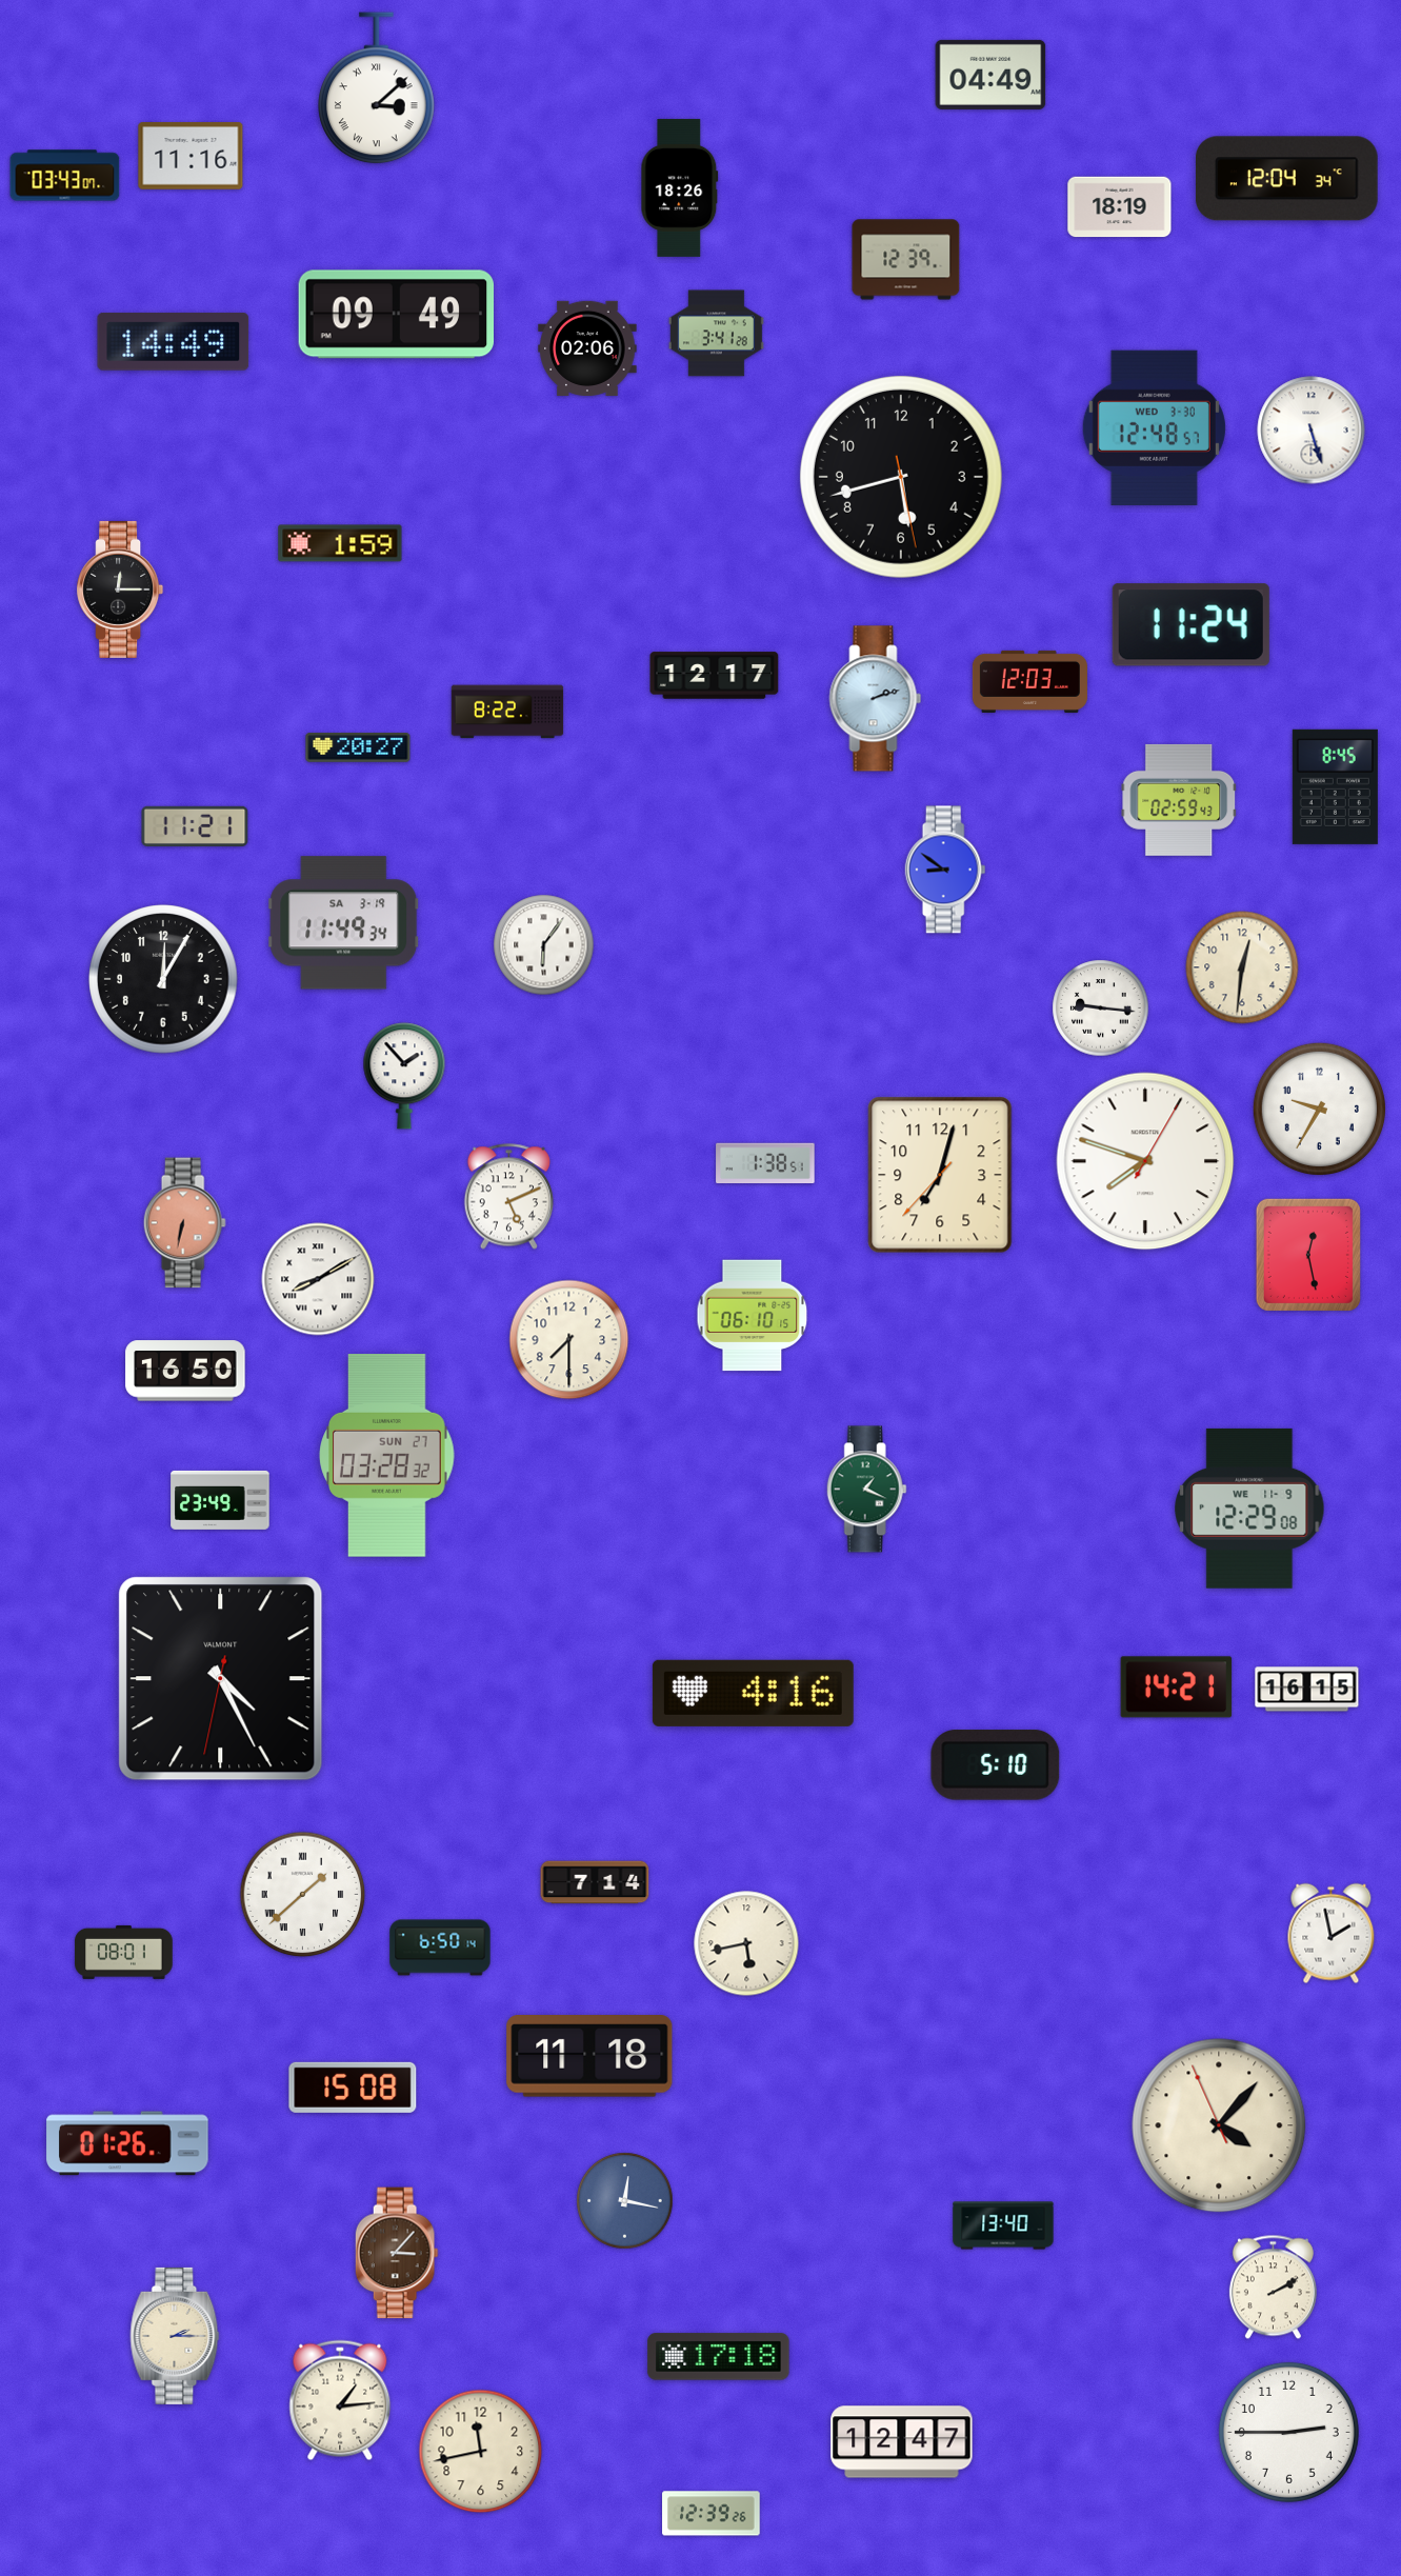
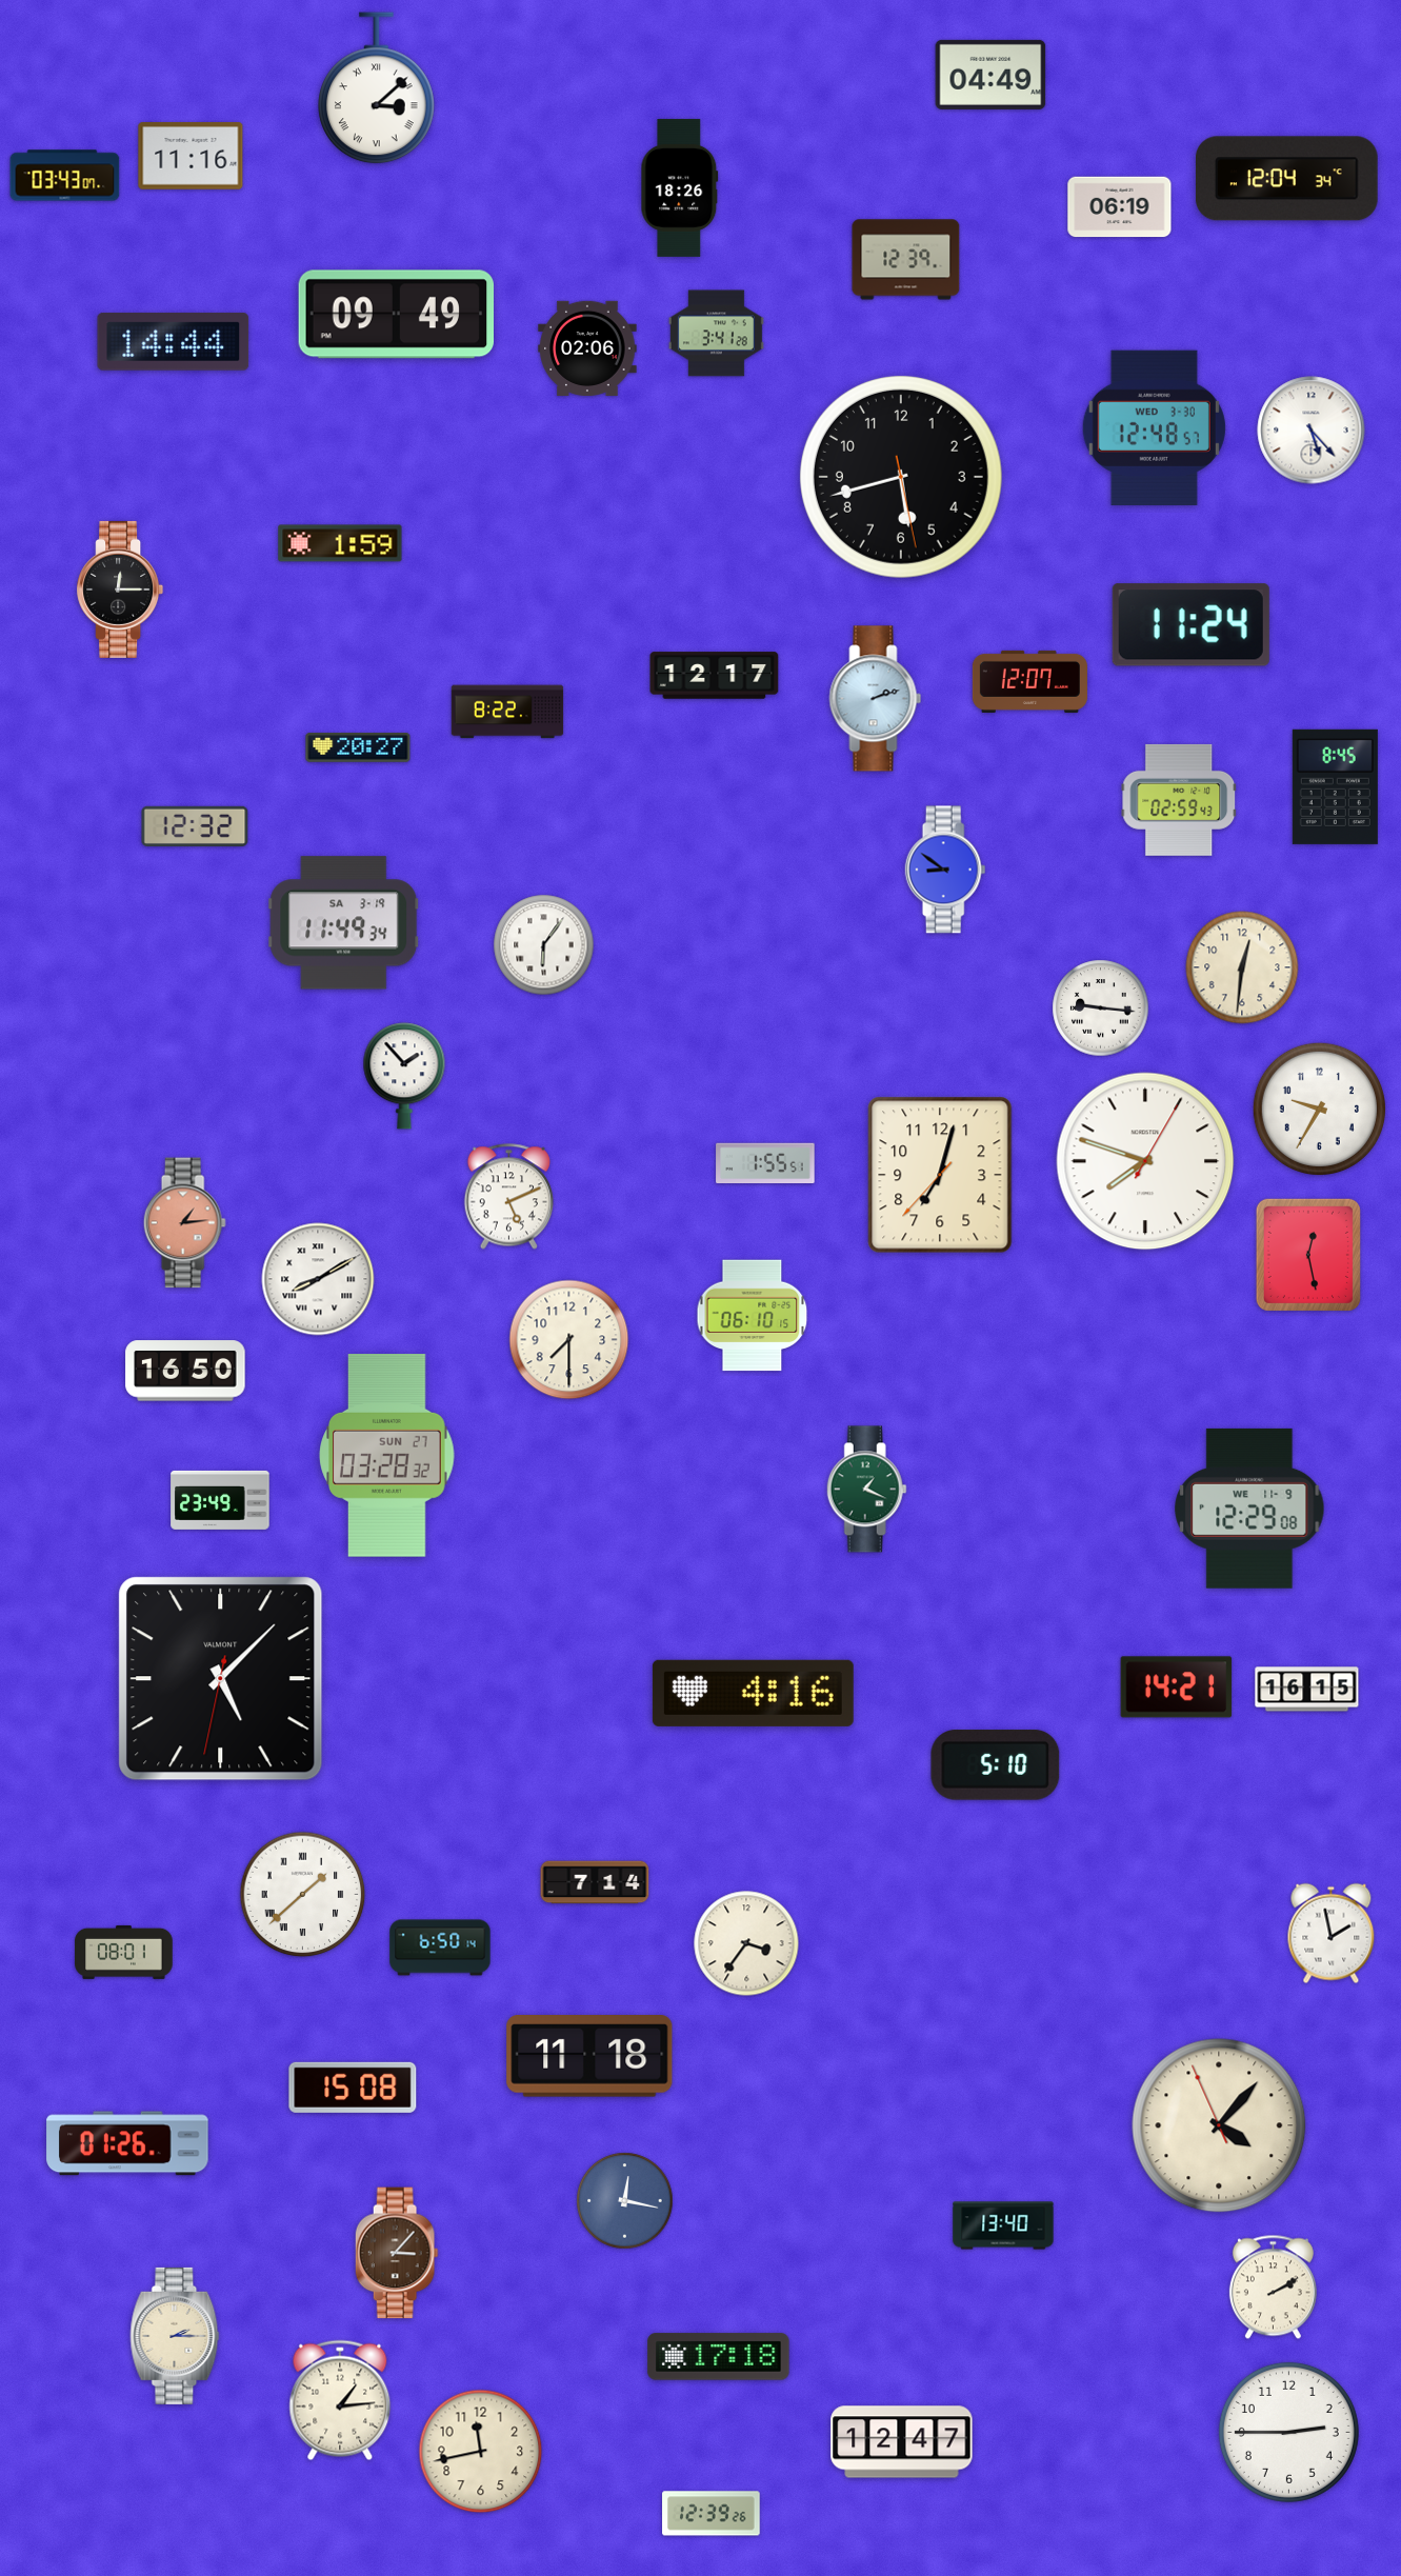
clock at (1120, 207): 18:19 -> 06:19
clock at (174, 341): 14:49 -> 14:44
clock at (1312, 431): 5:27 -> 5:23
clock at (1029, 681): 12:03 -> 12:07
clock at (195, 826): 11:21 -> 12:32
clock at (163, 979): 12:05 -> none
clock at (765, 1162): 1:38 -> 1:55
clock at (184, 1223): 6:32 -> 1:14
clock at (221, 1679): 4:25 -> 5:07
clock at (746, 1943): 5:43 -> 3:36
